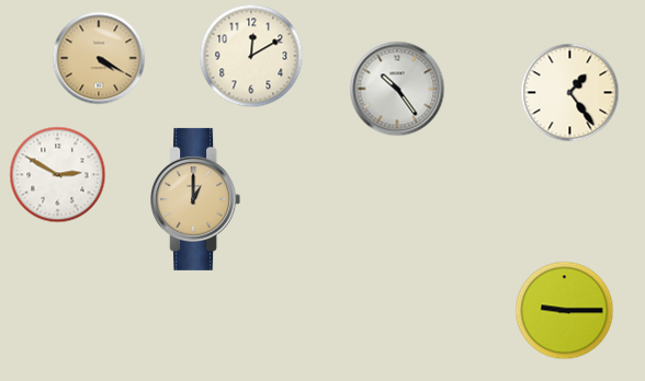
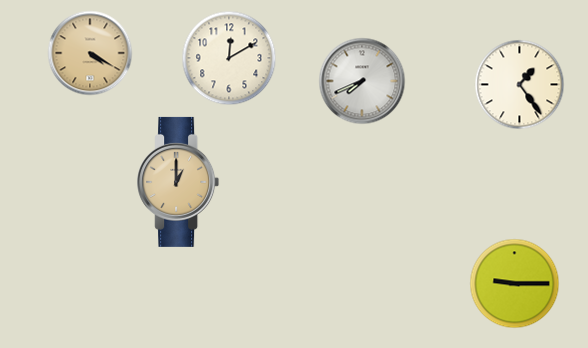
clock at (251, 56) position: (251, 56) -> (229, 58)
clock at (397, 89): 10:24 -> 7:41
clock at (58, 175): 2:50 -> none
